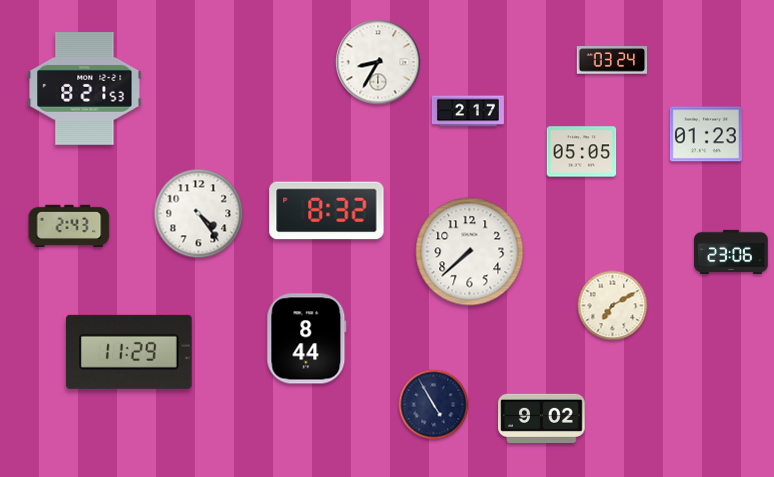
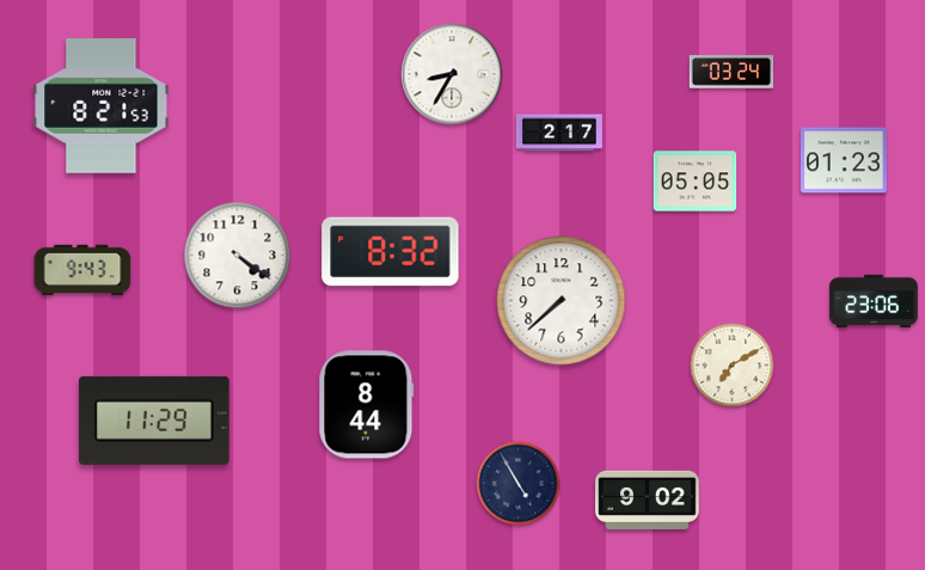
clock at (199, 214): 4:24 -> 4:21
clock at (69, 226): 2:43 -> 9:43
